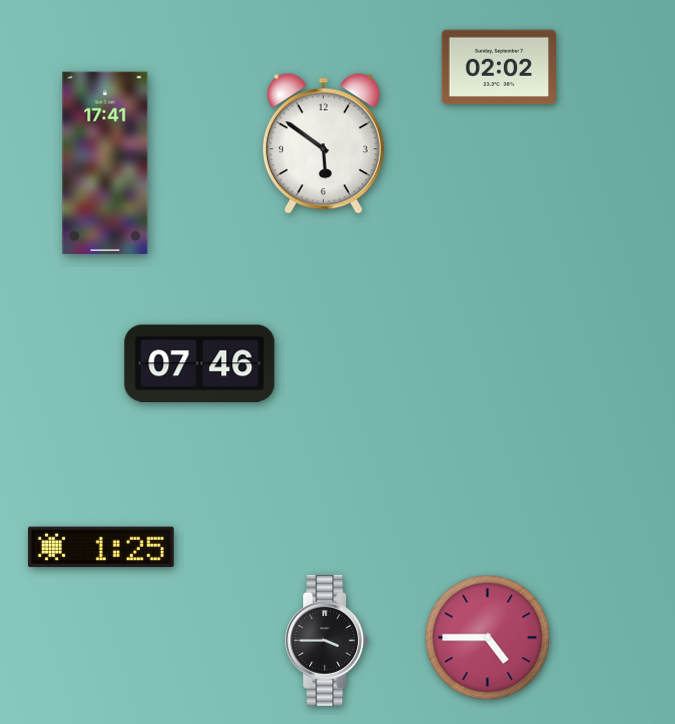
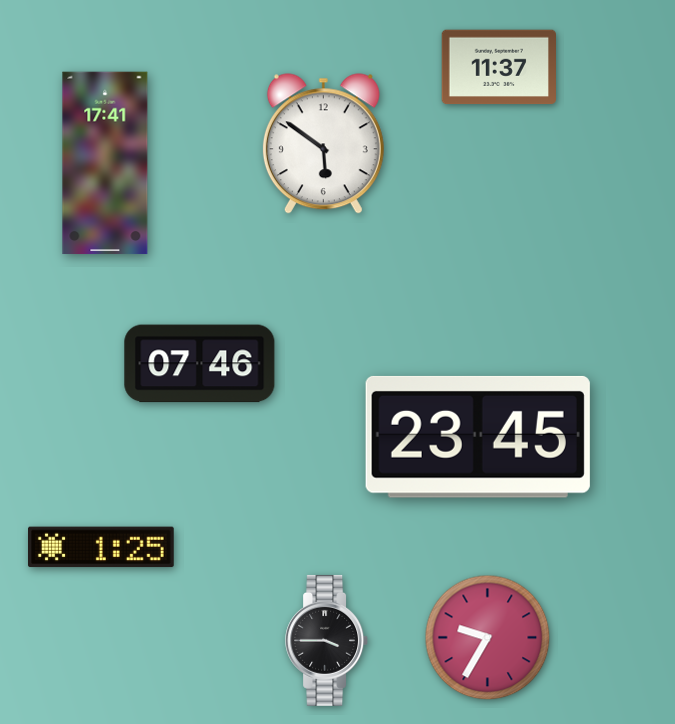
clock at (499, 67): 02:02 -> 11:37
clock at (478, 437): none -> 23:45
clock at (488, 638): 4:45 -> 9:35
